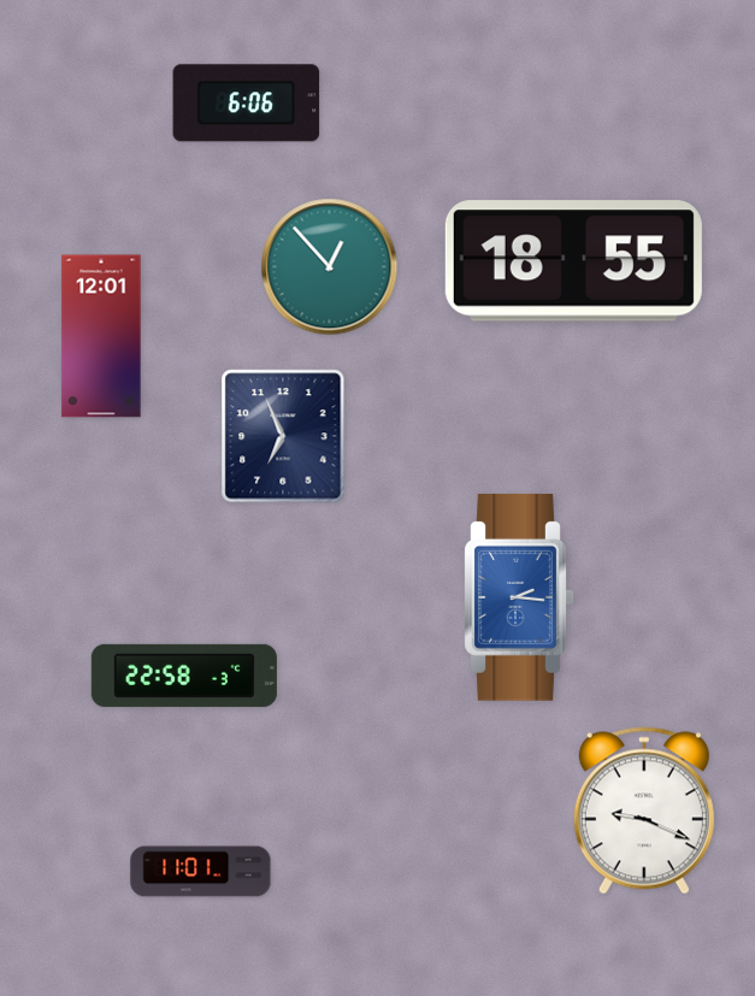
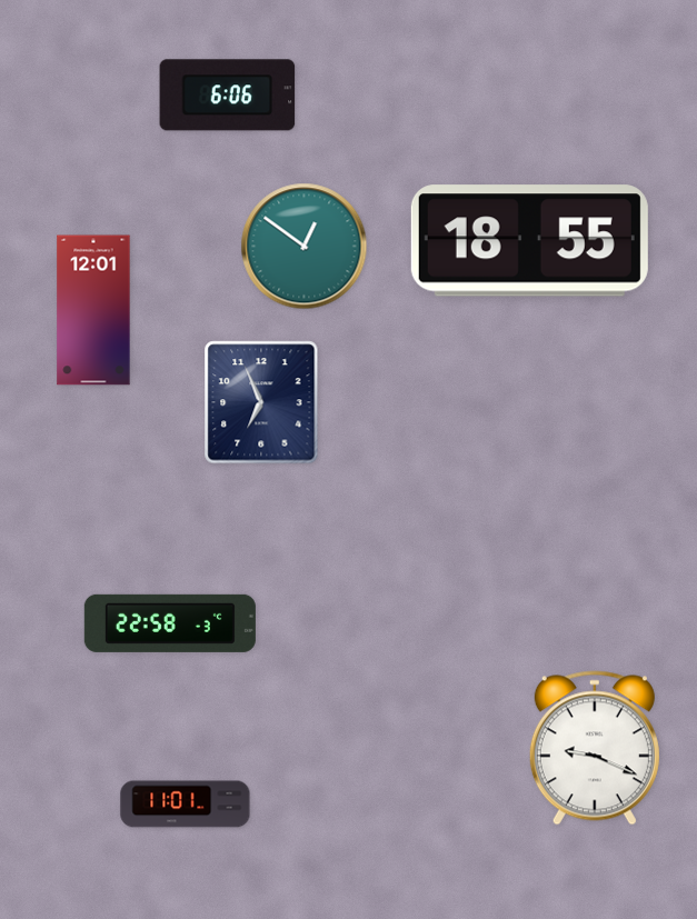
clock at (330, 267): 12:53 -> 12:51
clock at (519, 599): 2:16 -> none
